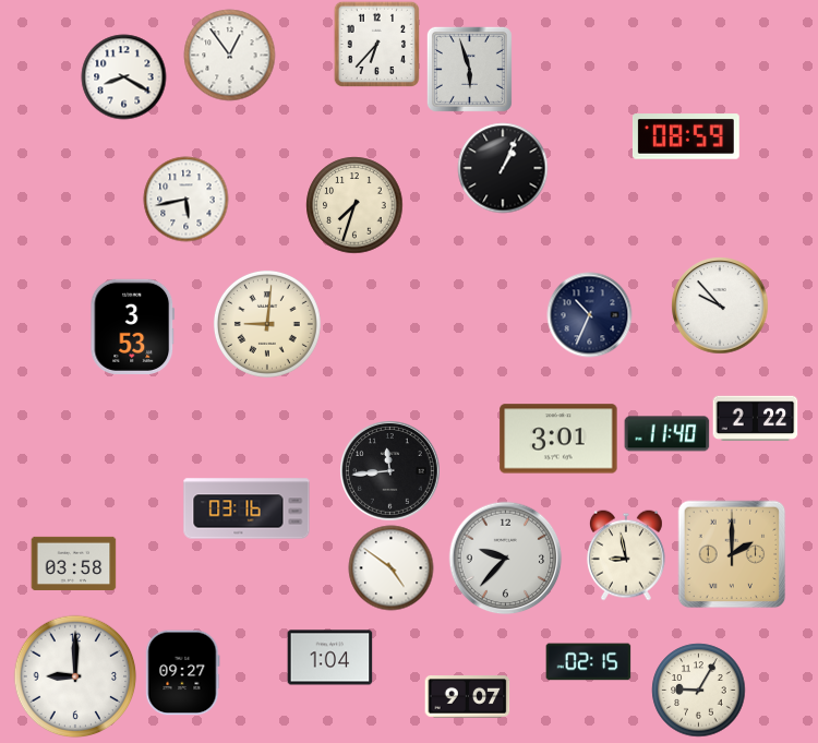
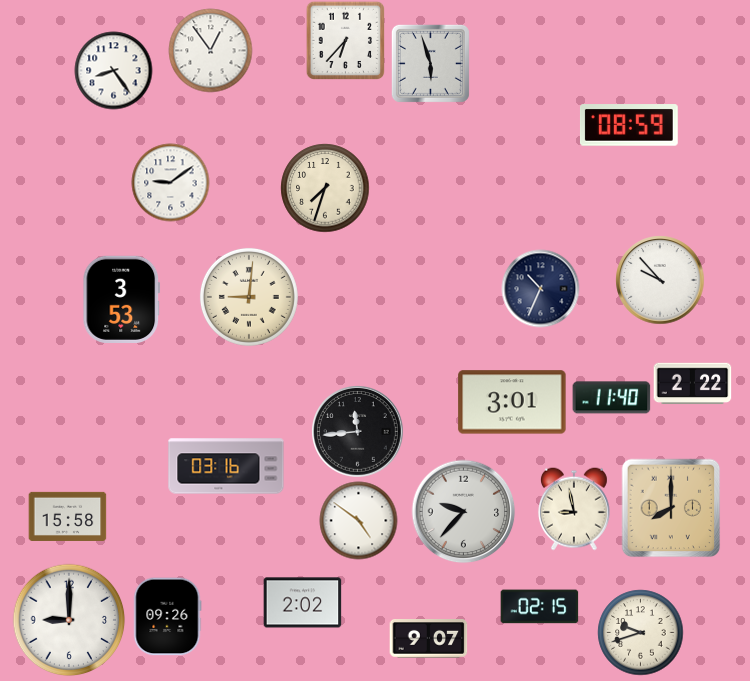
clock at (123, 76): 8:20 -> 8:24
clock at (503, 168): 1:04 -> none
clock at (185, 199): 5:43 -> 9:09
clock at (267, 324) position: (267, 324) -> (249, 297)
clock at (732, 554): 2:00 -> 8:00
clock at (73, 563): 03:58 -> 15:58
clock at (329, 658): 1:04 -> 2:02
clock at (183, 672): 09:27 -> 09:26
clock at (698, 690): 9:05 -> 9:42
